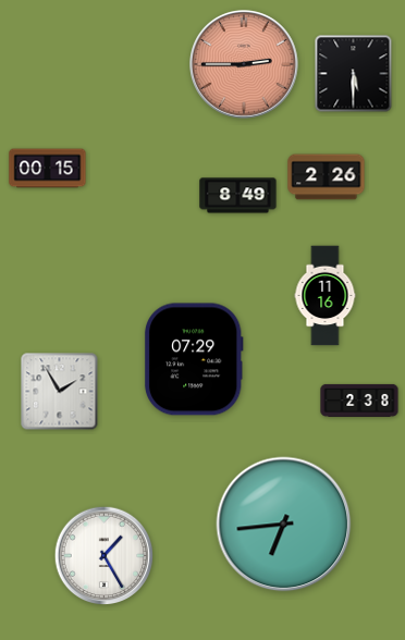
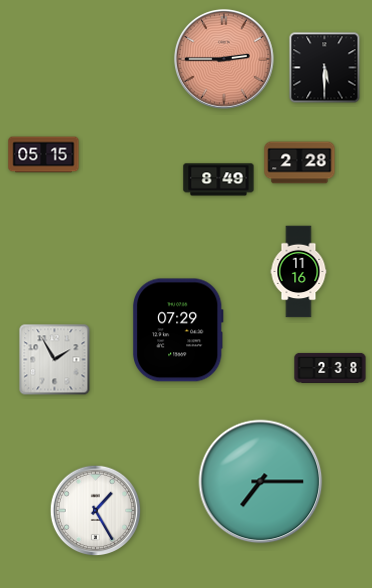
clock at (48, 169): 00:15 -> 05:15
clock at (327, 177): 2:26 -> 2:28
clock at (284, 525): 6:44 -> 7:15
